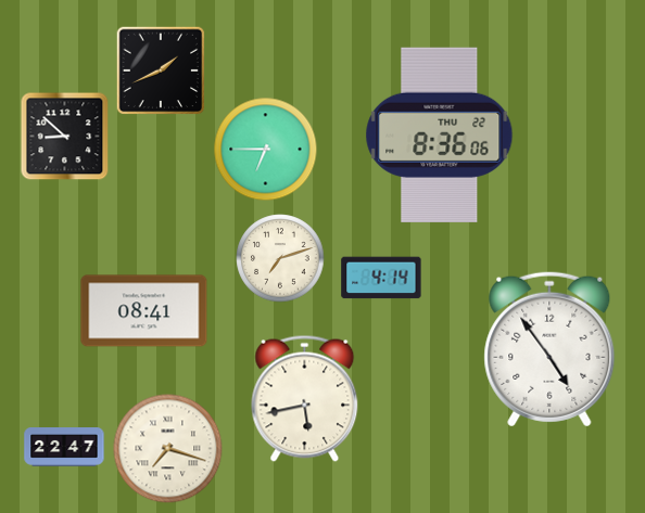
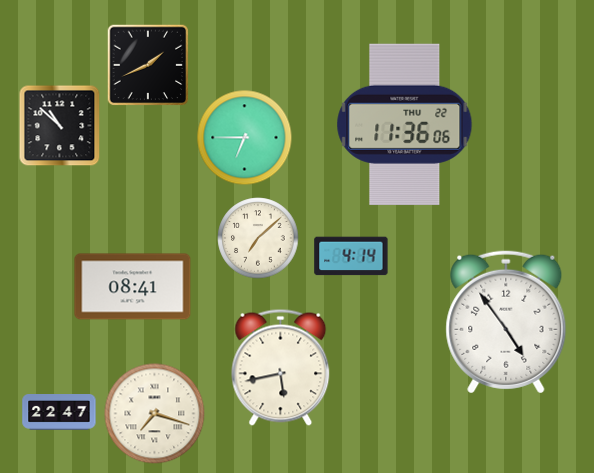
clock at (440, 134): 8:36 -> 11:36
clock at (65, 137): 8:52 -> 10:52
clock at (280, 258): 7:12 -> 7:08
